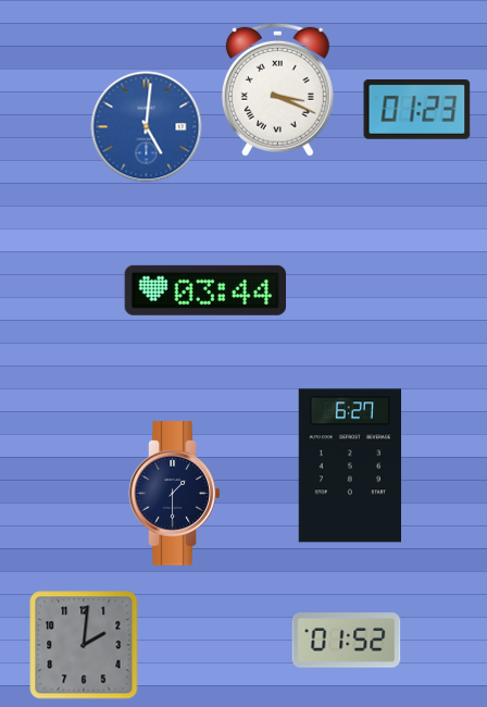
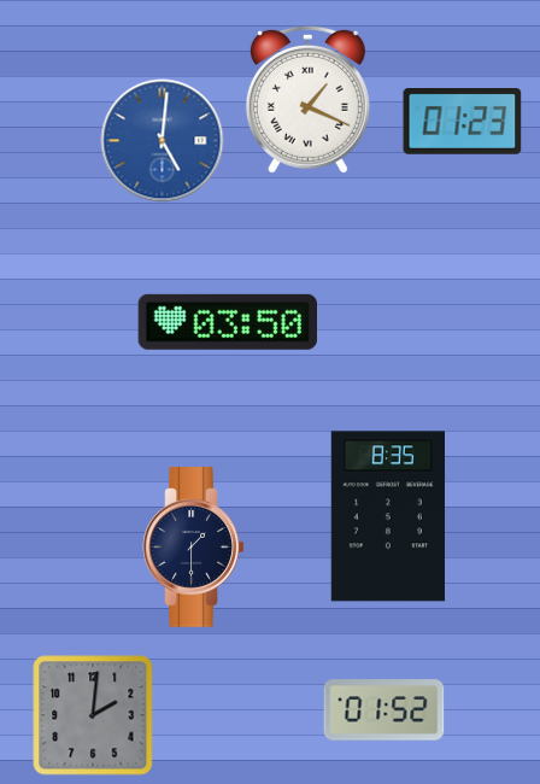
clock at (277, 89): 3:19 -> 1:19
clock at (204, 290): 03:44 -> 03:50
clock at (349, 466): 6:27 -> 8:35
